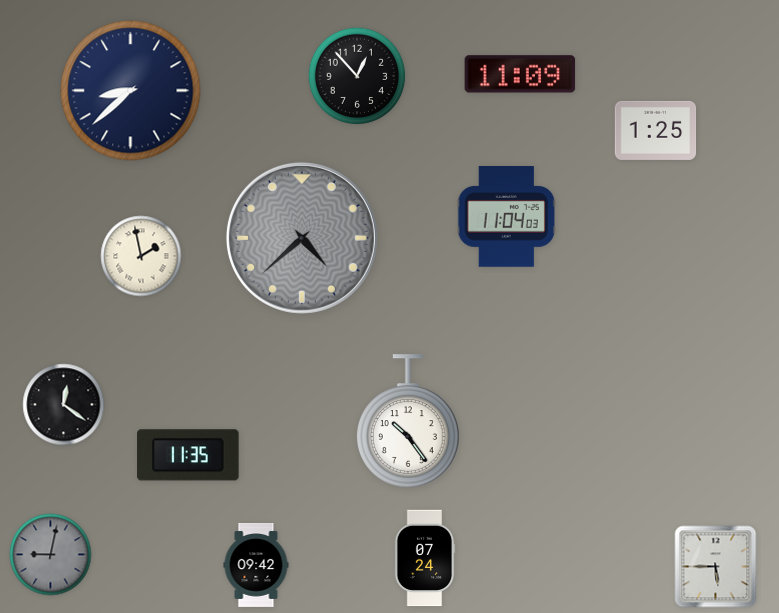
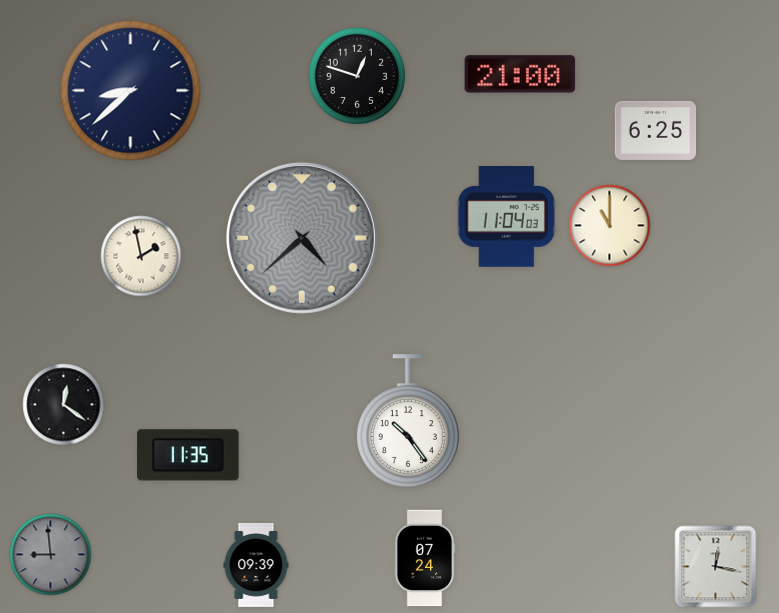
clock at (520, 74): 11:09 -> 21:00
clock at (357, 76): 12:53 -> 12:48
clock at (656, 130): 1:25 -> 6:25
clock at (610, 226): none -> 11:00
clock at (51, 555): 9:02 -> 8:59
clock at (256, 565): 09:42 -> 09:39
clock at (716, 567): 5:45 -> 12:17
